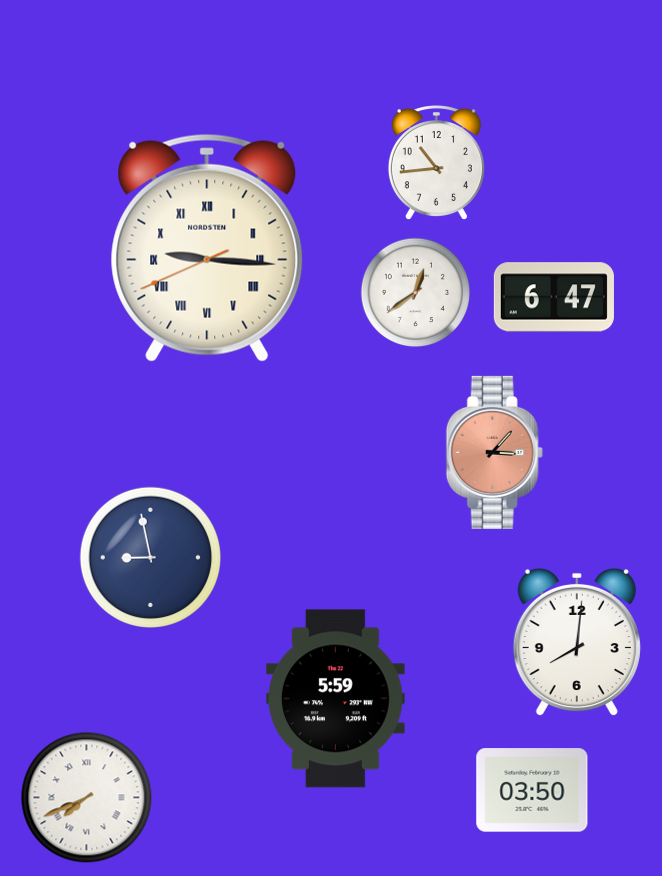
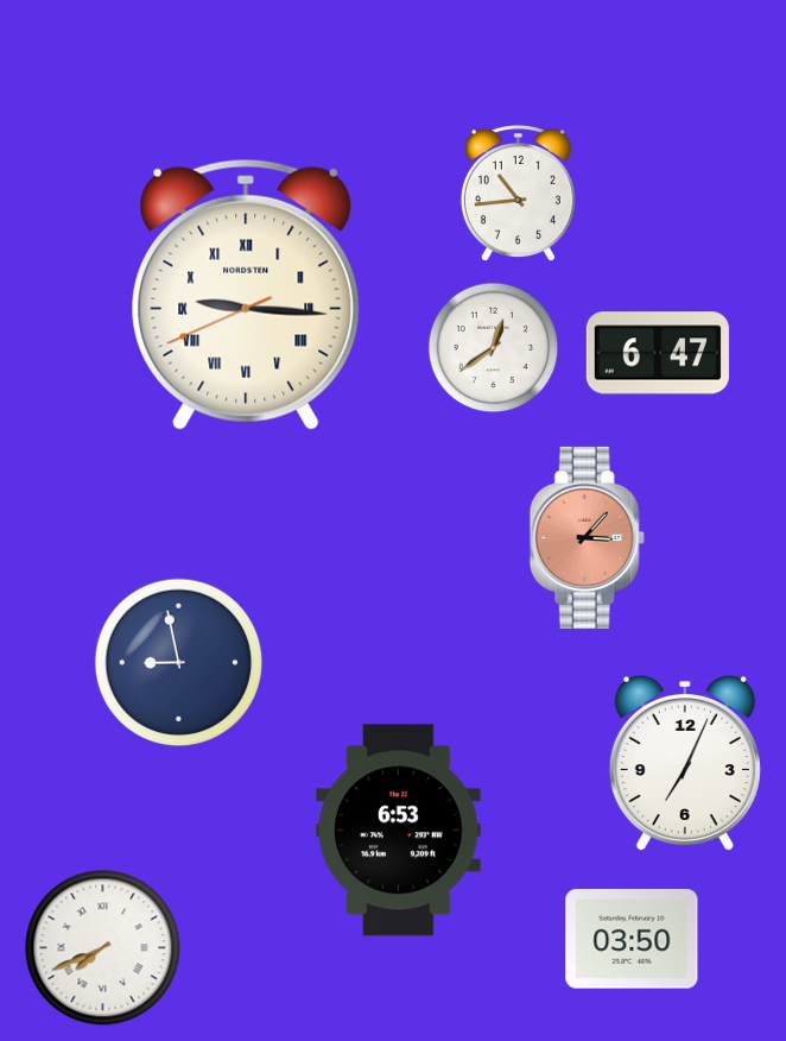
clock at (577, 642): 8:01 -> 7:04
clock at (336, 699): 5:59 -> 6:53
